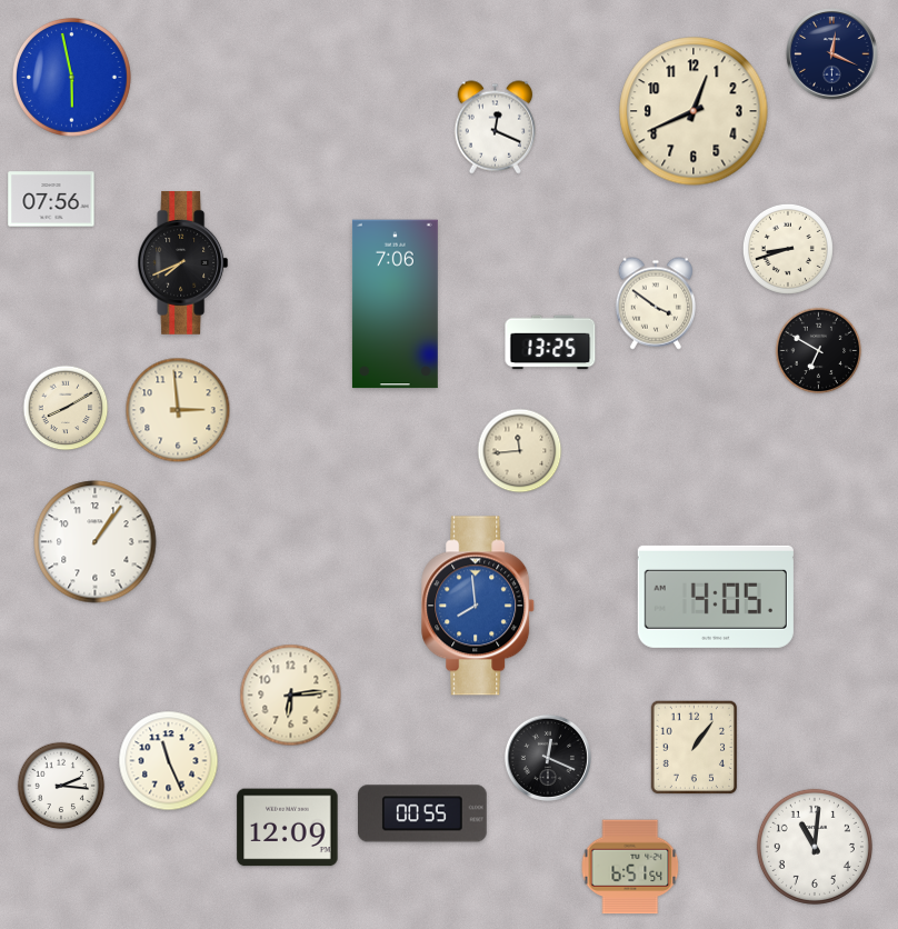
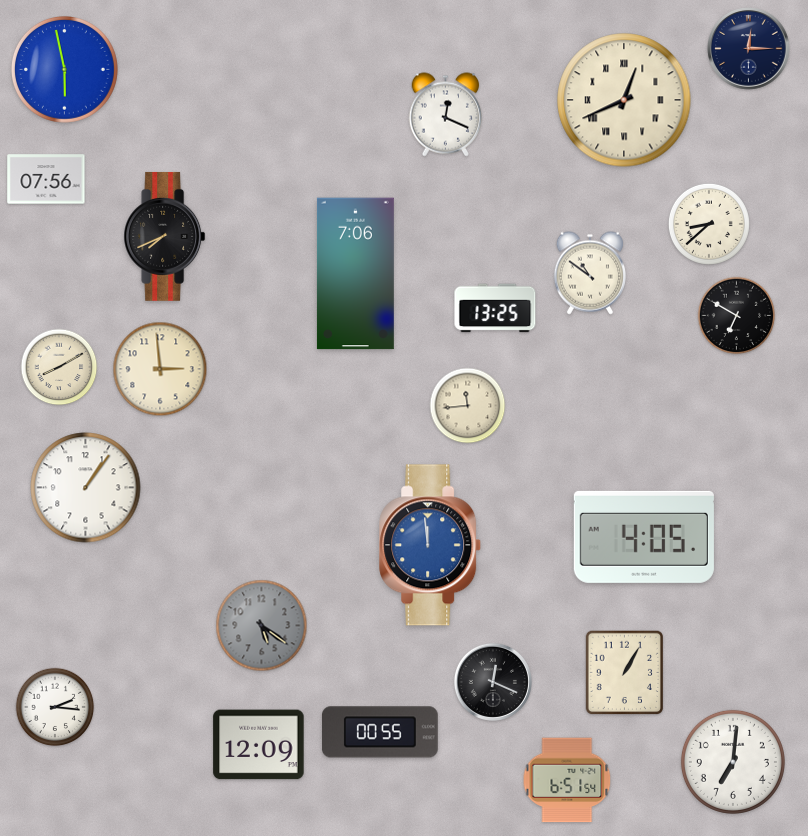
clock at (832, 54): 12:19 -> 12:15
clock at (694, 111) numerals: Arabic -> Roman
clock at (788, 249): 8:42 -> 8:38
clock at (655, 303): 3:51 -> 10:51
clock at (479, 606): 7:59 -> 11:59
clock at (291, 696): 6:14 -> 5:21
clock at (291, 696) dial: cream -> grey
clock at (695, 748): 1:06 -> 1:05
clock at (169, 761): 11:26 -> none
clock at (815, 847): 11:01 -> 7:01
